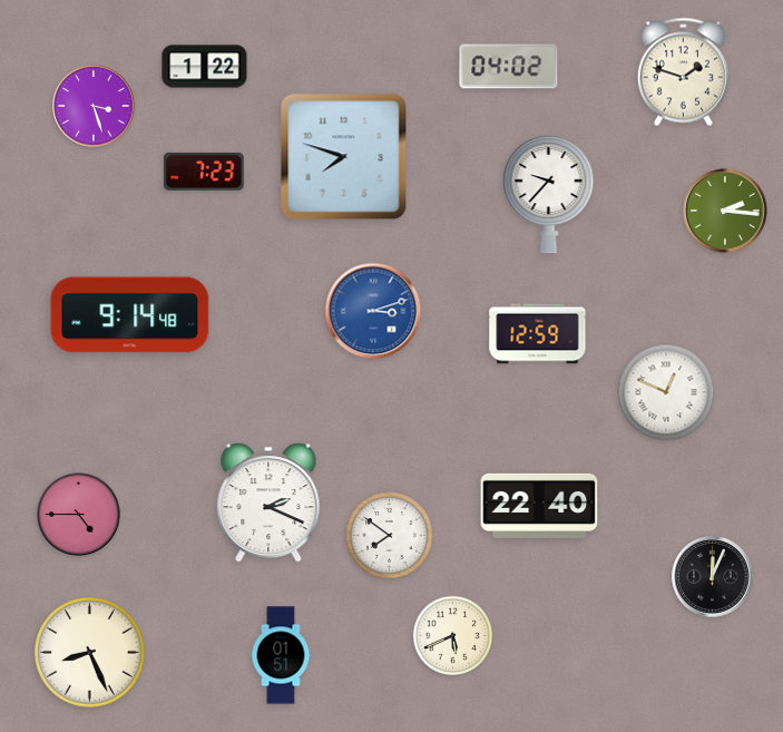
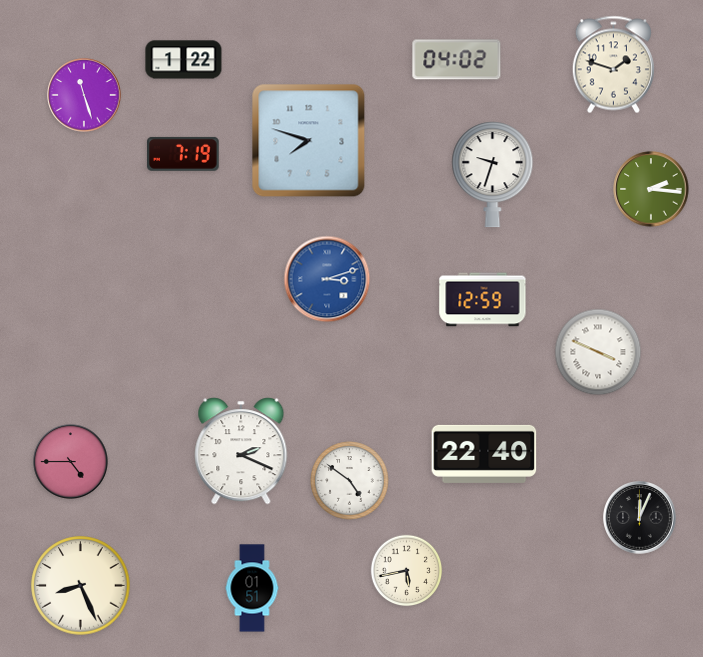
clock at (94, 106): 3:27 -> 11:27
clock at (205, 172): 7:23 -> 7:19
clock at (549, 195): 9:37 -> 9:33
clock at (373, 311) position: (373, 311) -> (327, 279)
clock at (130, 315): 9:14 -> none
clock at (666, 392): 12:49 -> 3:49
clock at (390, 536): 7:51 -> 4:51
clock at (453, 636): 5:41 -> 5:43
